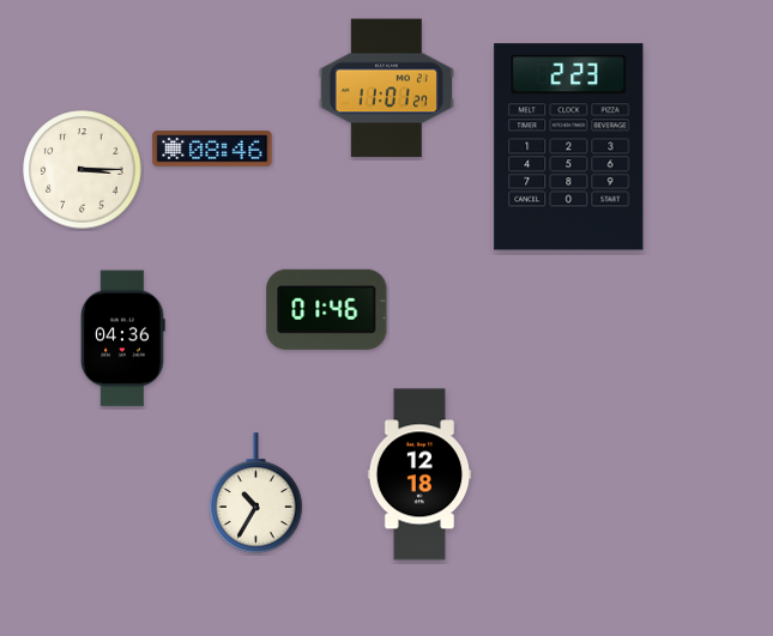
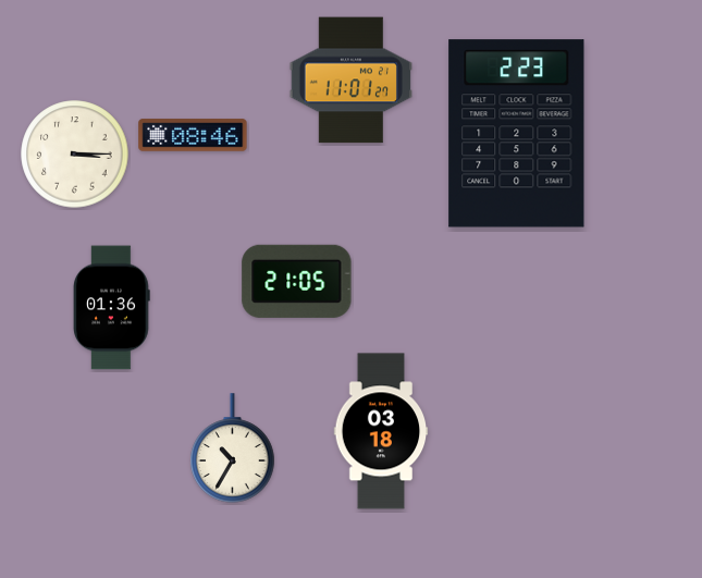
clock at (327, 309): 01:46 -> 21:05
clock at (123, 339): 04:36 -> 01:36
clock at (419, 474): 12:18 -> 03:18
